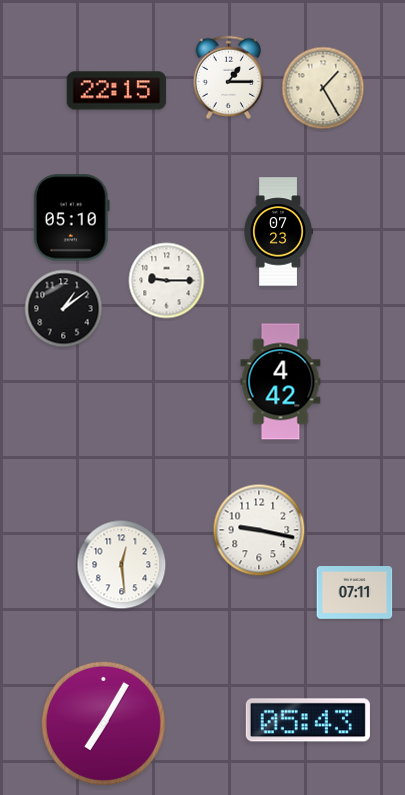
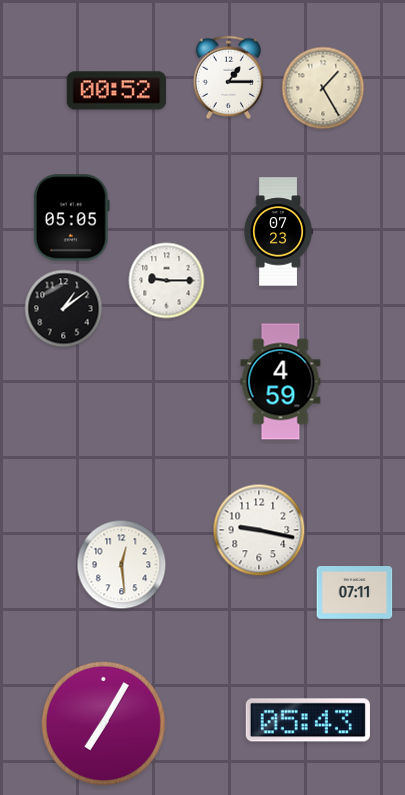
clock at (117, 91): 22:15 -> 00:52
clock at (71, 218): 05:10 -> 05:05
clock at (281, 382): 4:42 -> 4:59
